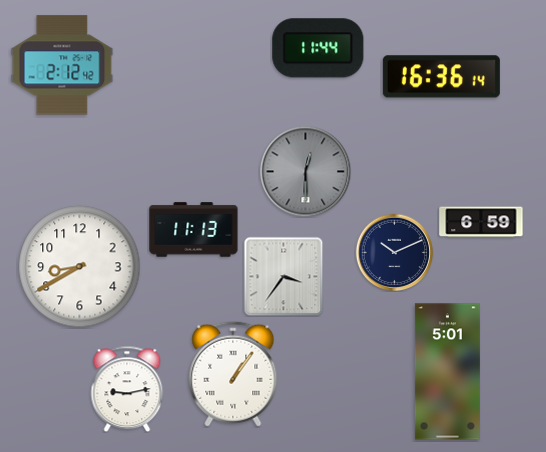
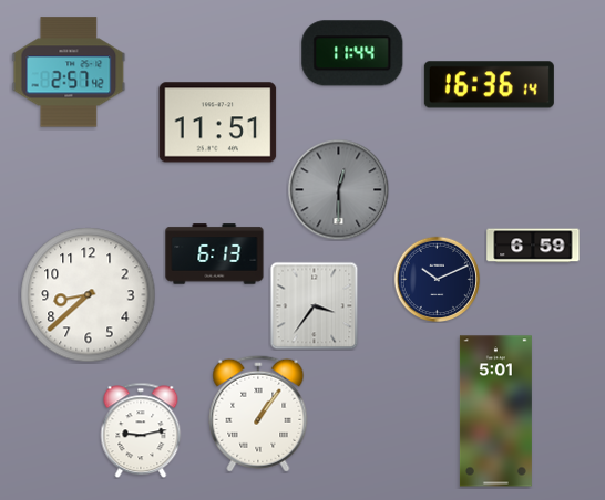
clock at (62, 65): 2:12 -> 2:57
clock at (218, 123): none -> 11:51
clock at (194, 230): 11:13 -> 6:13
clock at (80, 267): 8:40 -> 8:38
